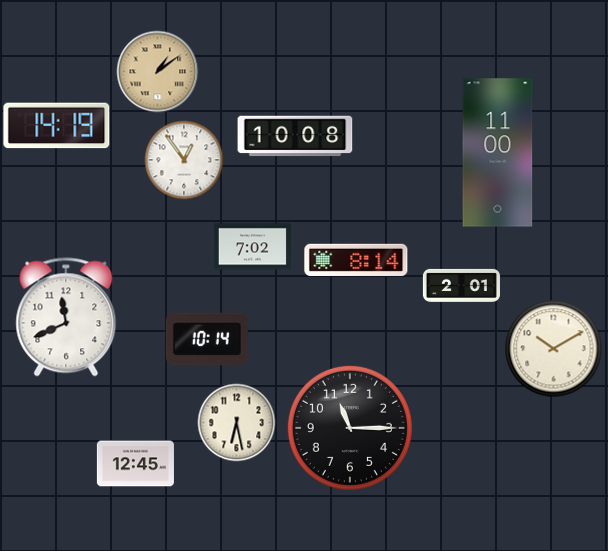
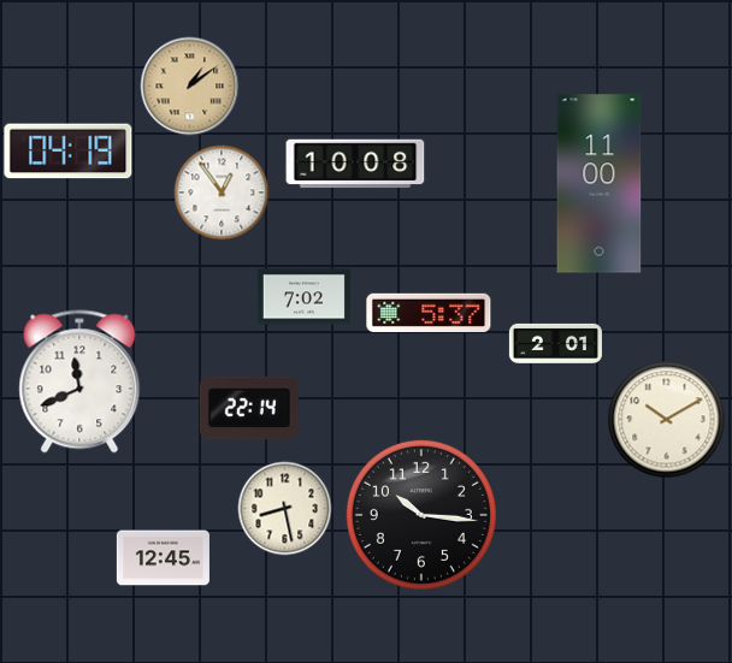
clock at (57, 126): 14:19 -> 04:19
clock at (356, 260): 8:14 -> 5:37
clock at (207, 339): 10:14 -> 22:14
clock at (236, 422): 6:28 -> 8:28
clock at (350, 428): 11:15 -> 10:16
